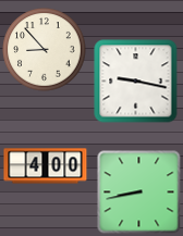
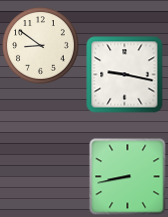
clock at (45, 50): 8:53 -> 8:51
clock at (46, 166): 4:00 -> none
